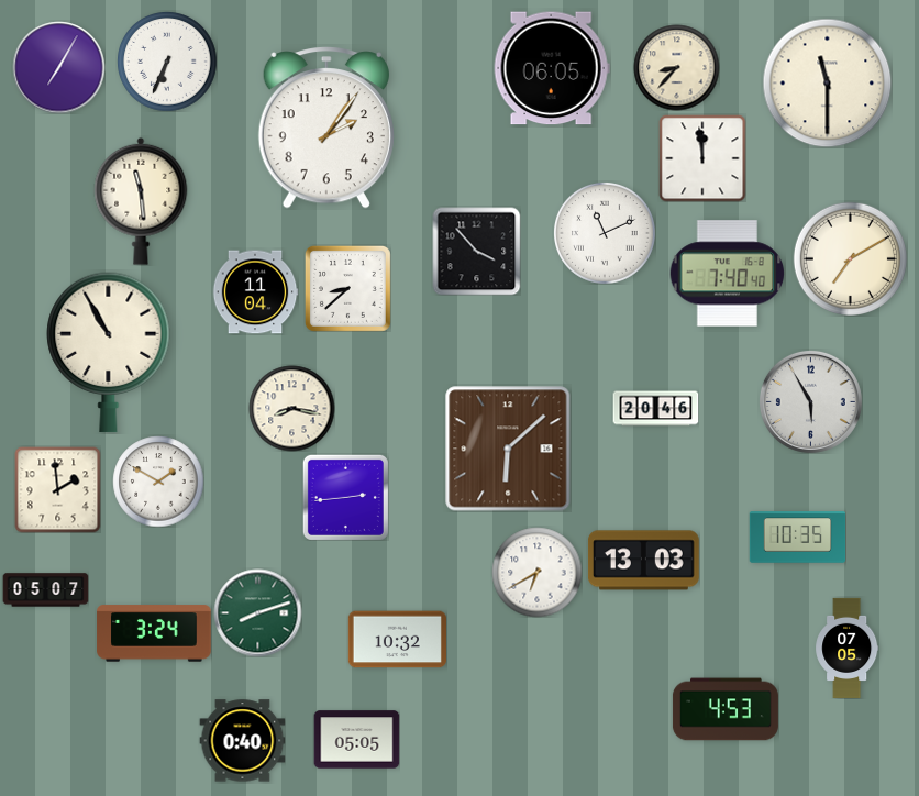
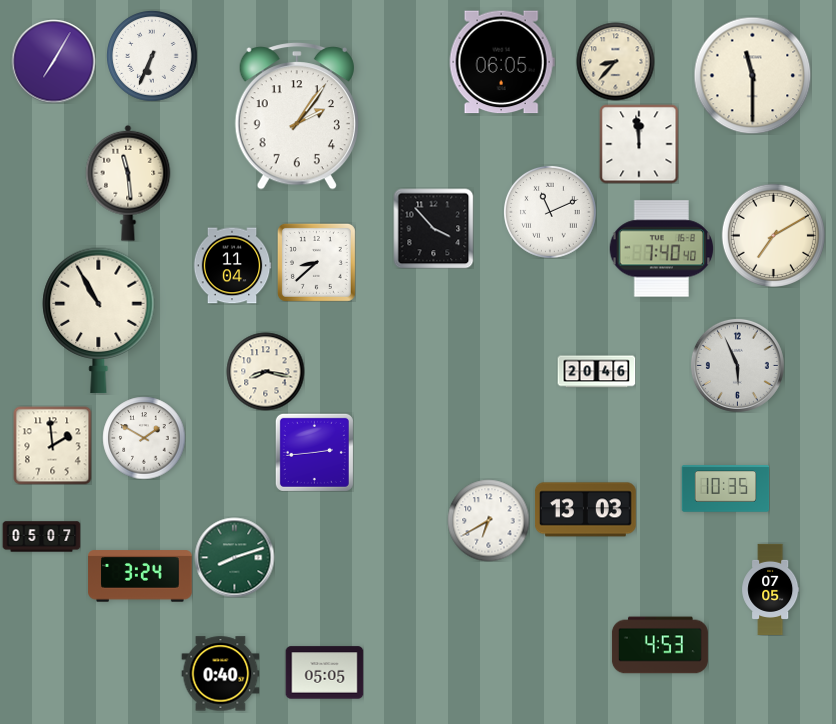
clock at (810, 401): 5:55 -> 5:56
clock at (508, 449): 6:08 -> none
clock at (397, 640): 10:32 -> none
